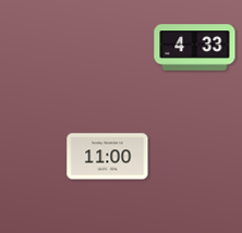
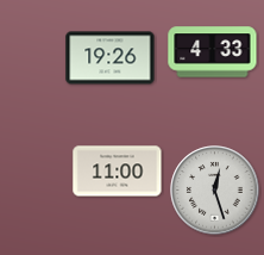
clock at (111, 58): none -> 19:26
clock at (215, 191): none -> 12:27
